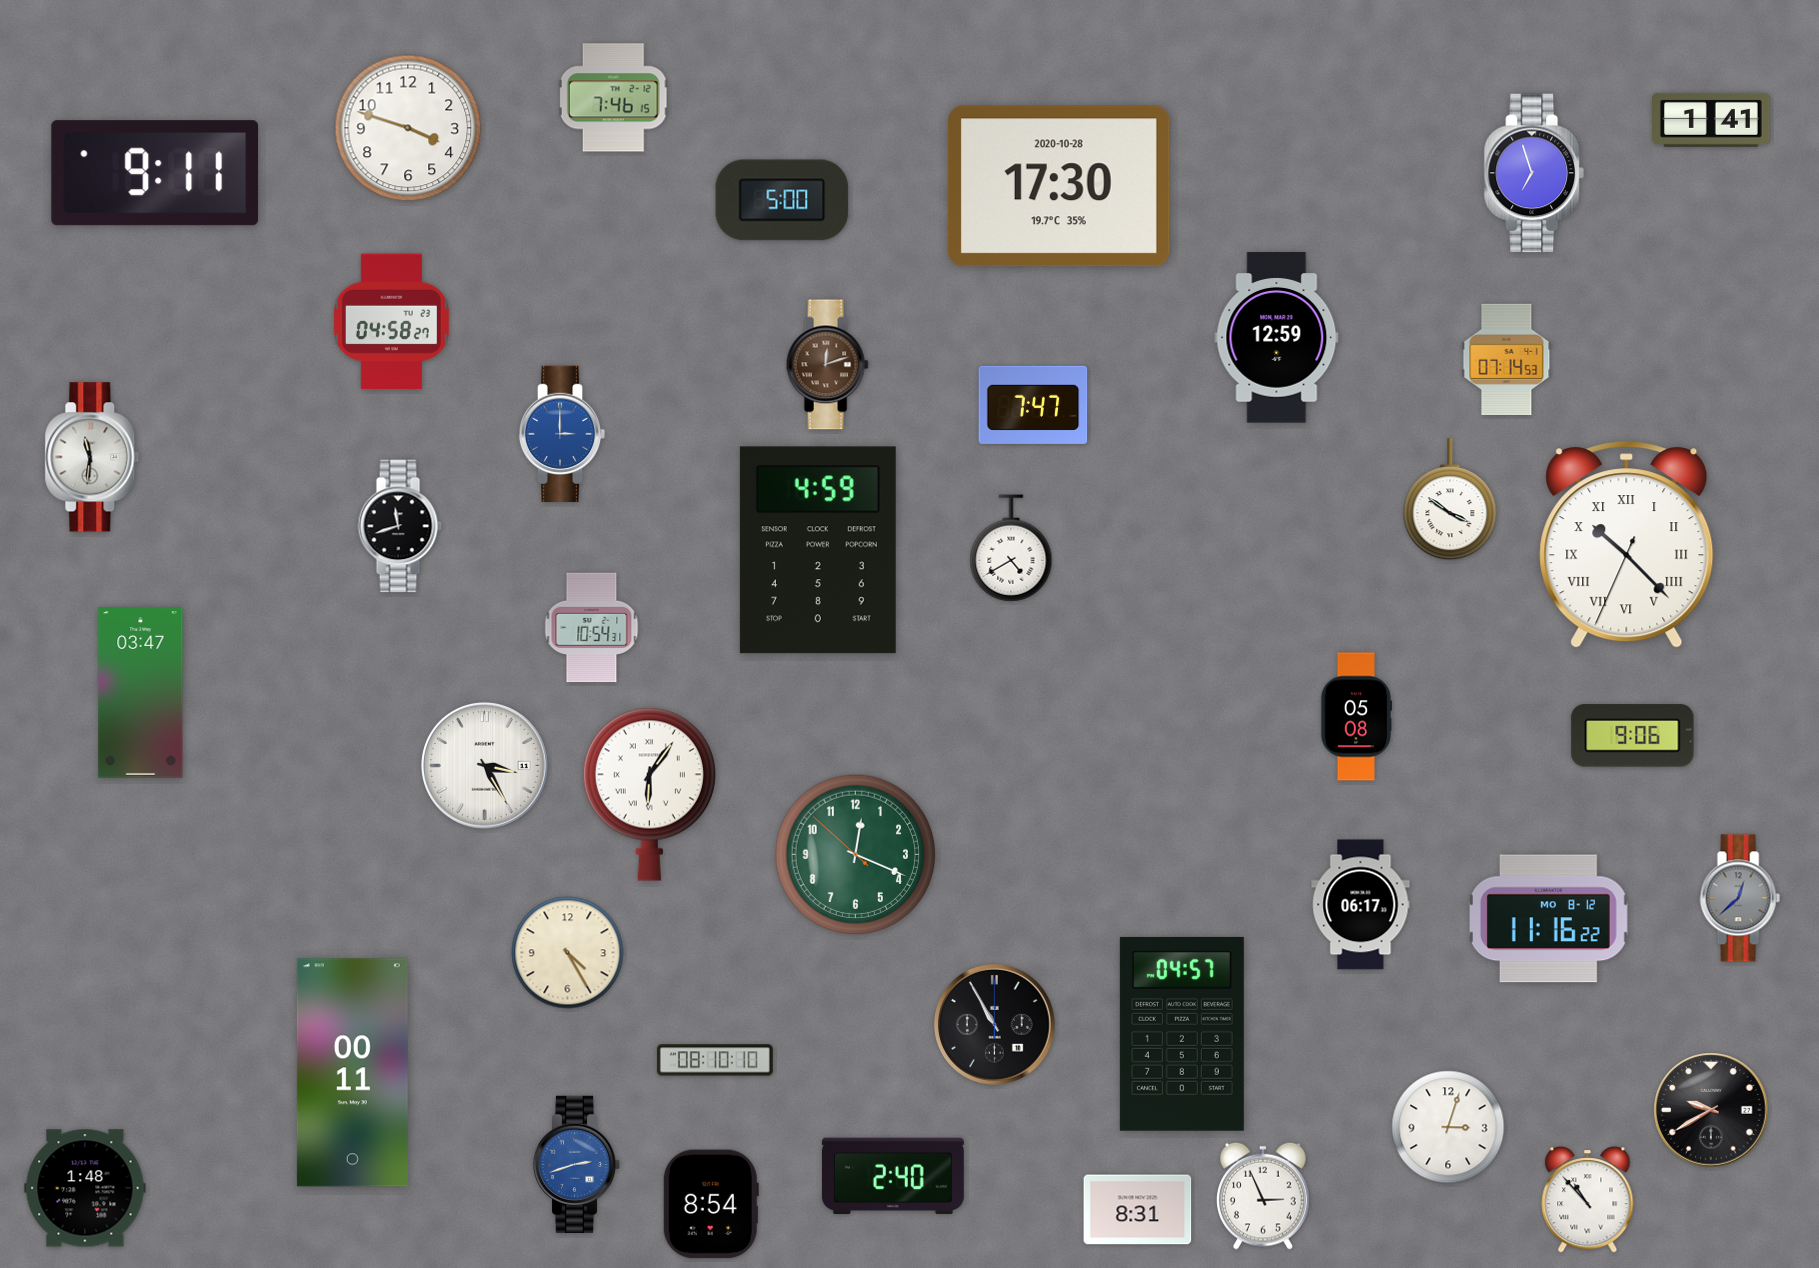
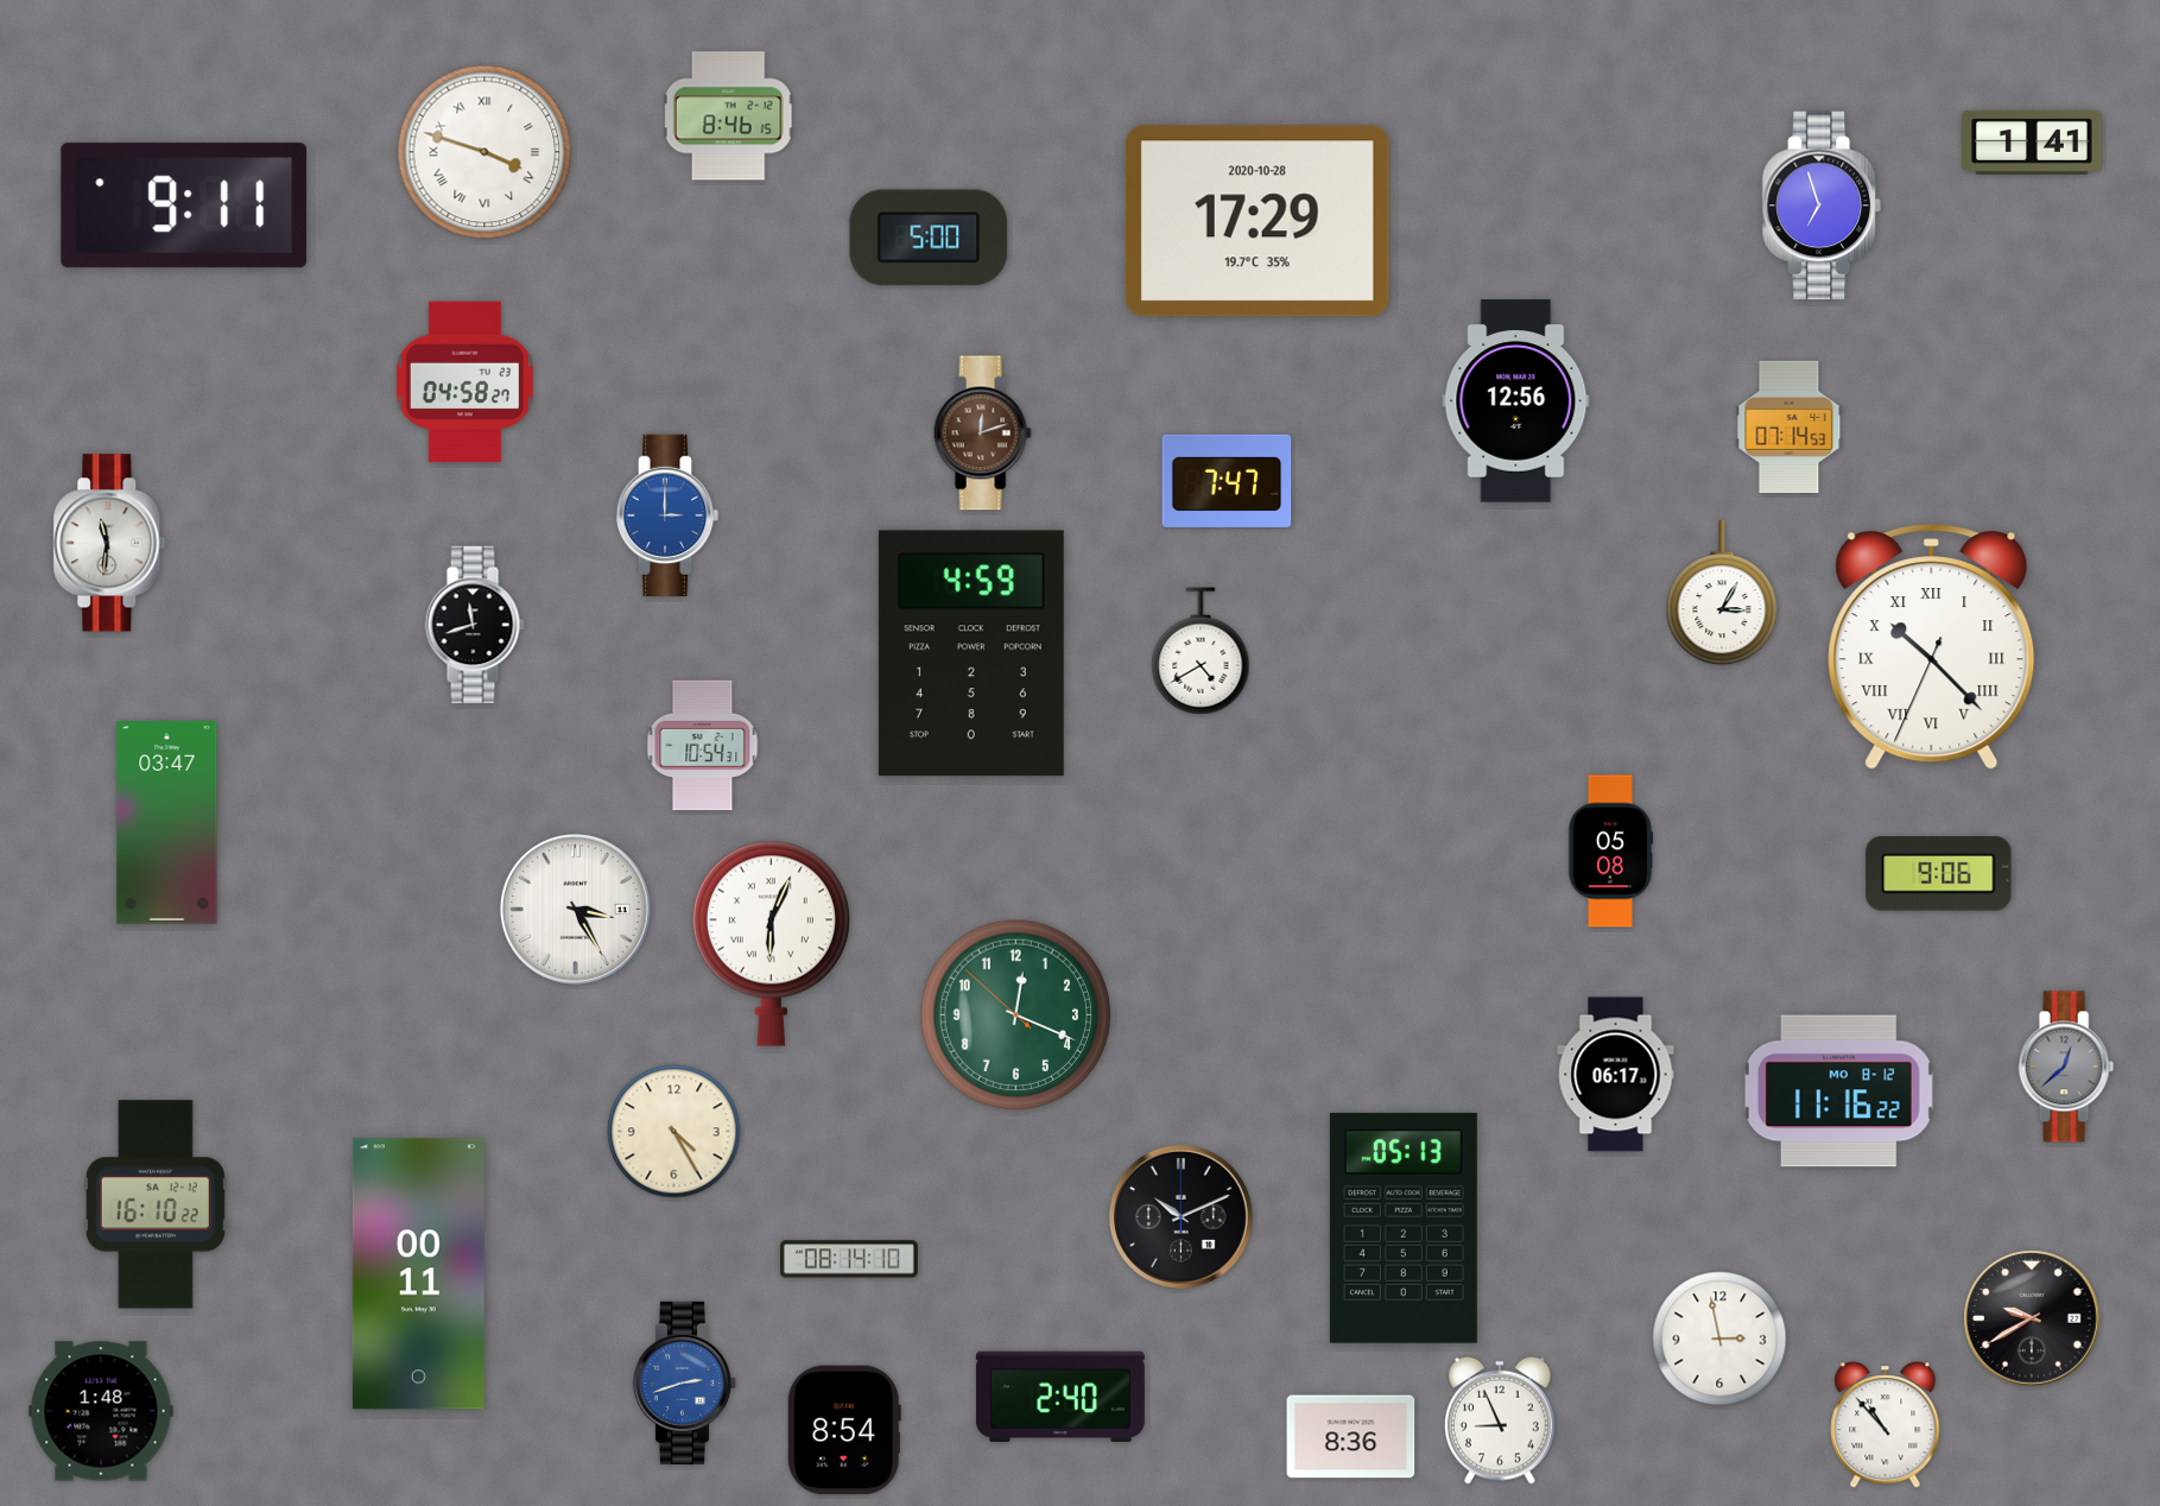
clock at (613, 98): 7:46 -> 8:46
clock at (408, 128) numerals: Arabic -> Roman
clock at (1059, 186): 17:30 -> 17:29
clock at (1277, 338): 12:59 -> 12:56
clock at (1450, 500): 3:51 -> 3:05
clock at (649, 794): 6:06 -> 6:04
clock at (156, 1204): none -> 16:10
clock at (995, 1025): 10:55 -> 10:11
clock at (1182, 1034): 04:57 -> 05:13
clock at (715, 1060): 08:10 -> 08:14
clock at (1448, 1127): 3:03 -> 2:58
clock at (1264, 1196): 2:56 -> 8:56
clock at (1138, 1210): 8:31 -> 8:36
